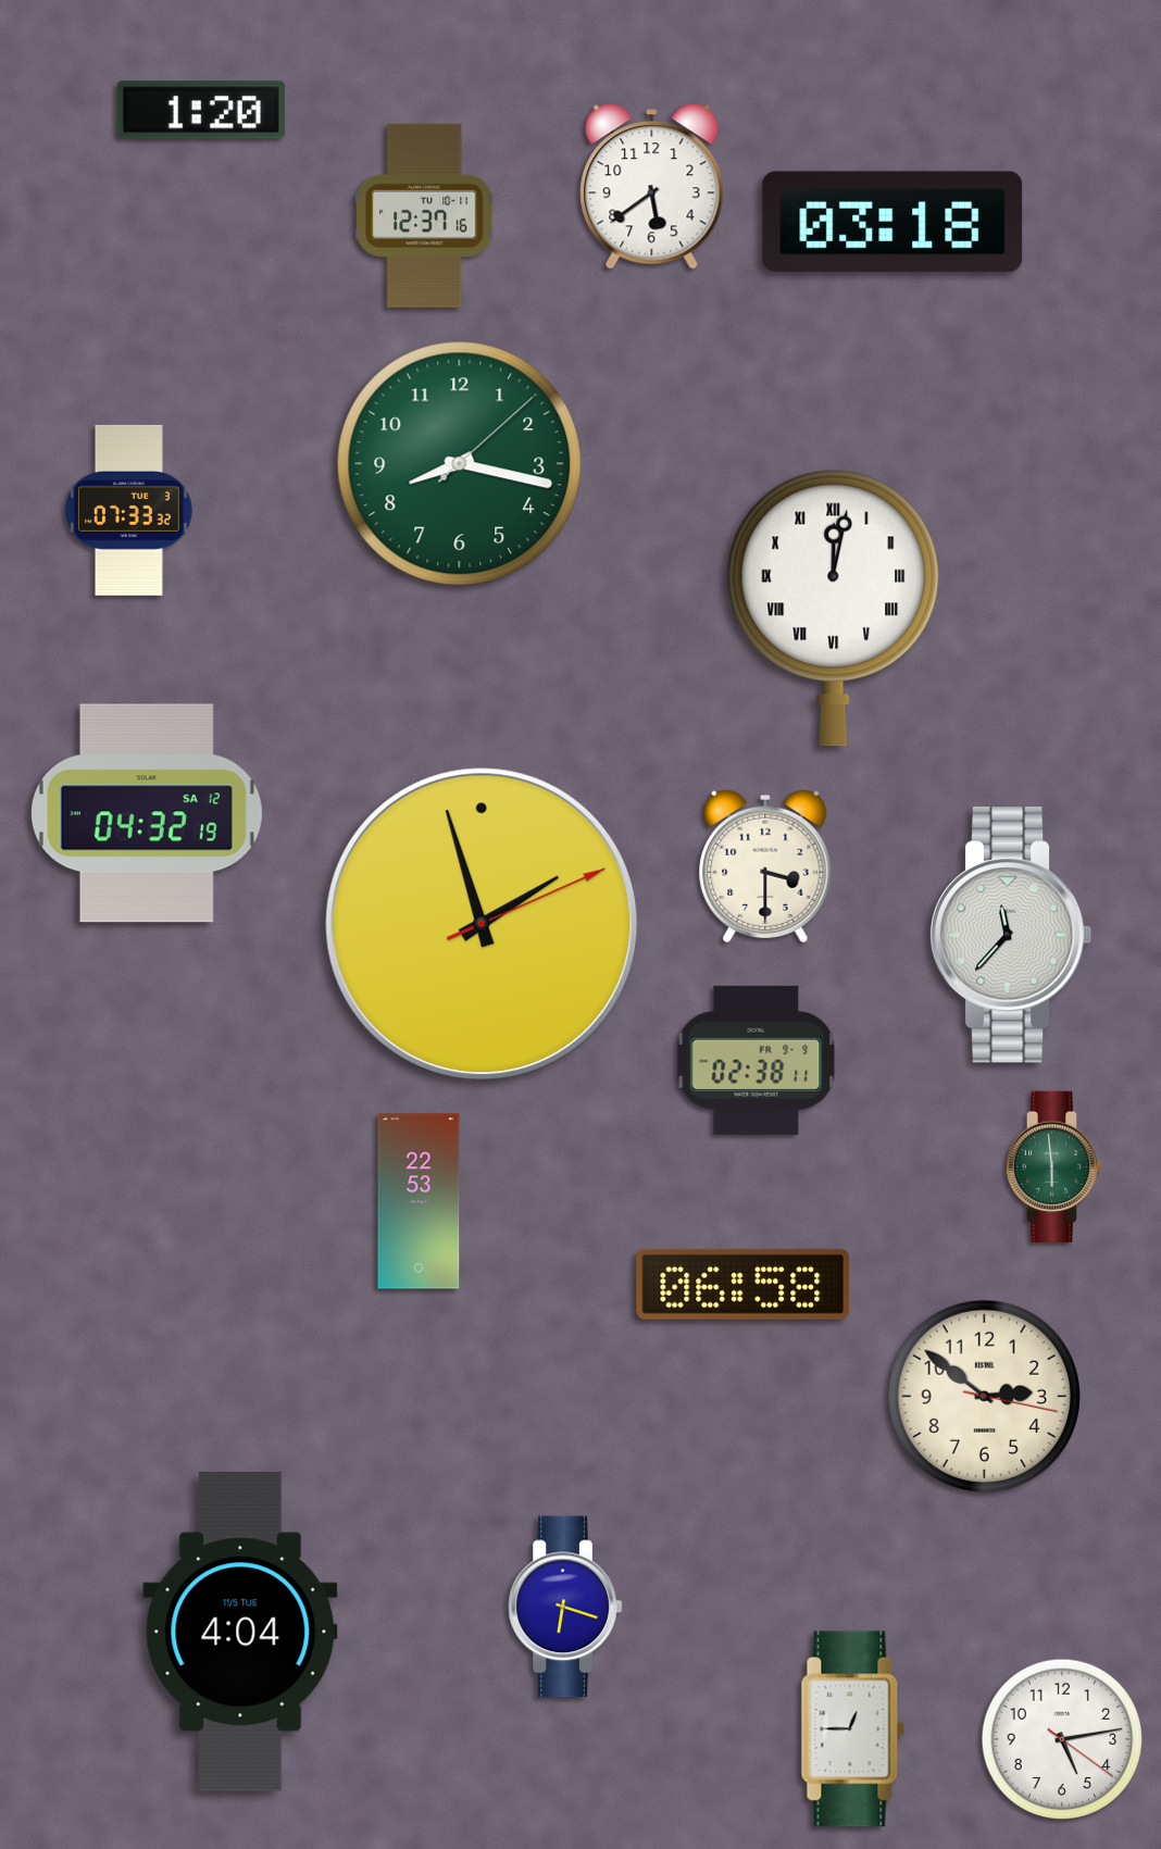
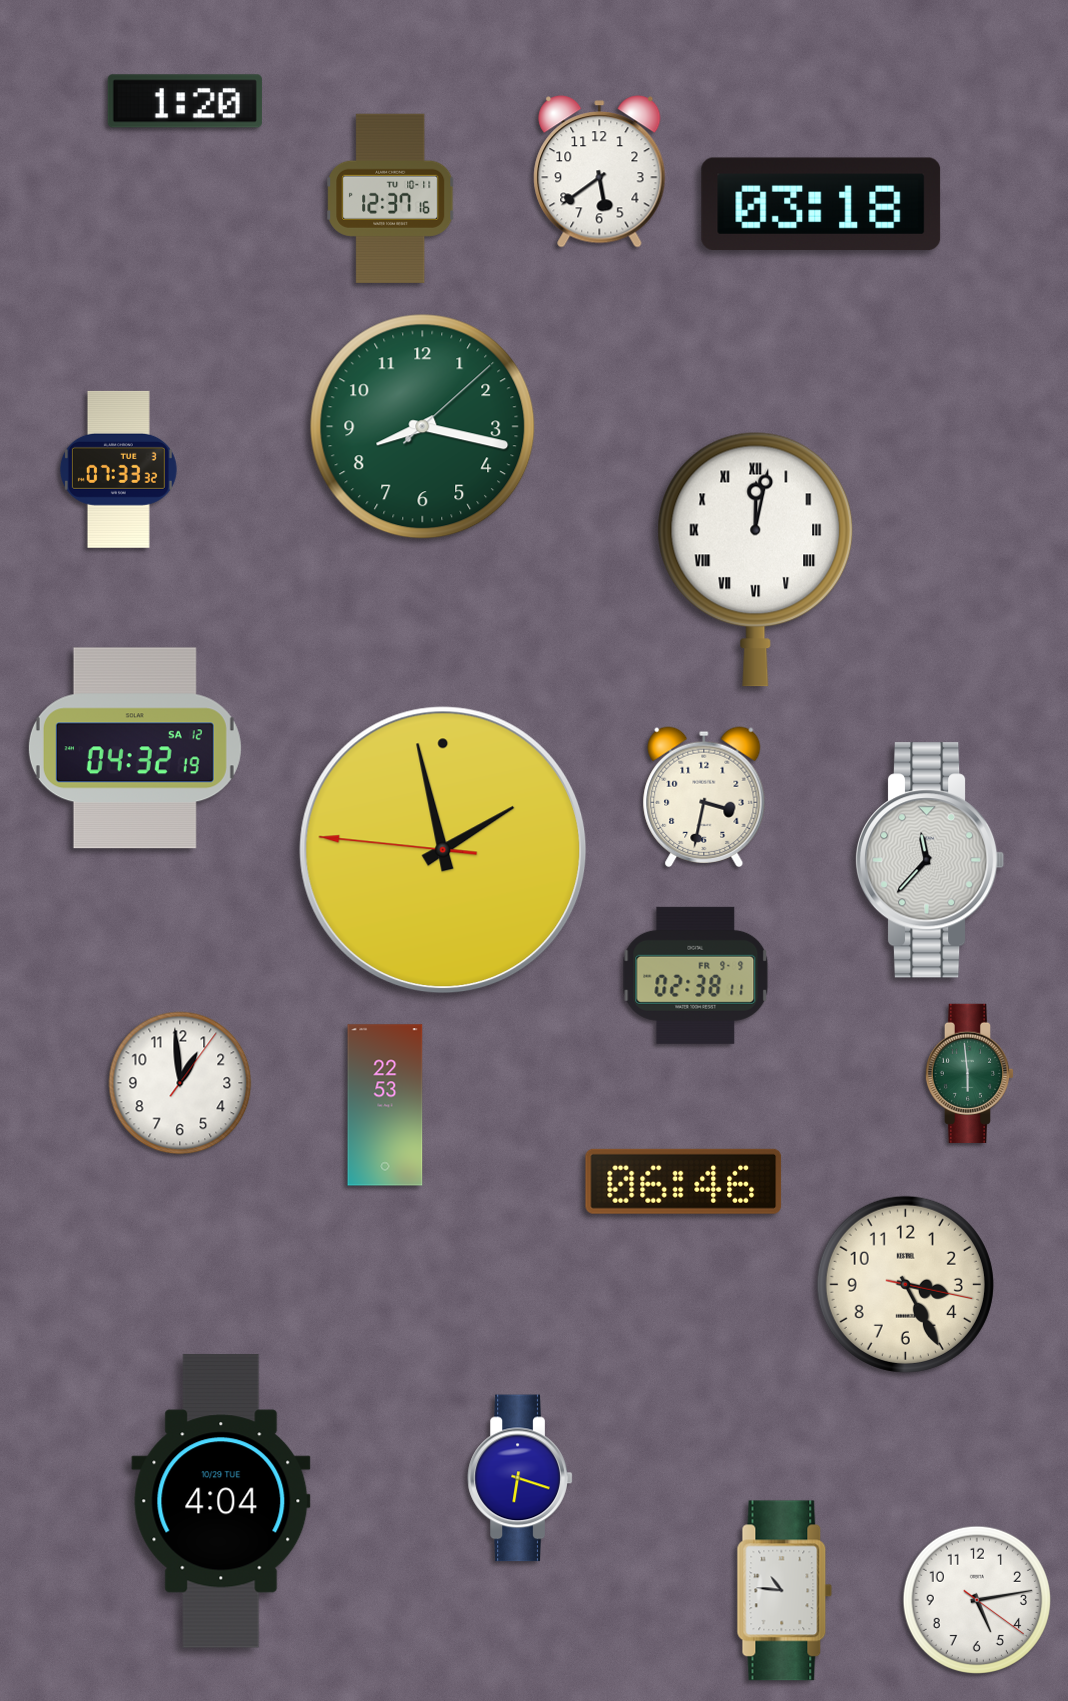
clock at (834, 608) position: (834, 608) -> (756, 559)
clock at (765, 866): 3:30 -> 3:32
clock at (482, 924): 1:57:11 -> 1:57:46
clock at (180, 1083): none -> 12:59
clock at (744, 1284): 06:58 -> 06:46
clock at (984, 1396): 2:51 -> 3:25
clock at (240, 1632) date: 11/5 TUE -> 10/29 TUE
clock at (853, 1729): 12:45 -> 10:46
